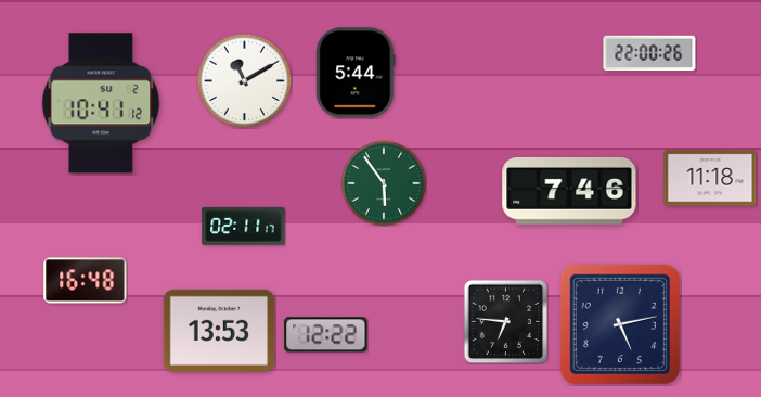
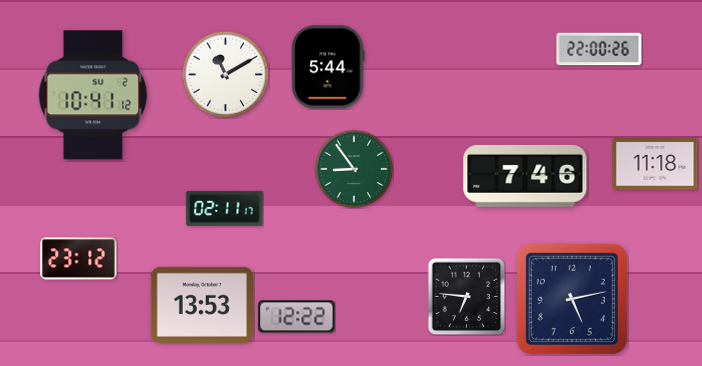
clock at (384, 183): 5:54 -> 8:54
clock at (86, 281): 16:48 -> 23:12
clock at (326, 335) position: (326, 335) -> (297, 317)
